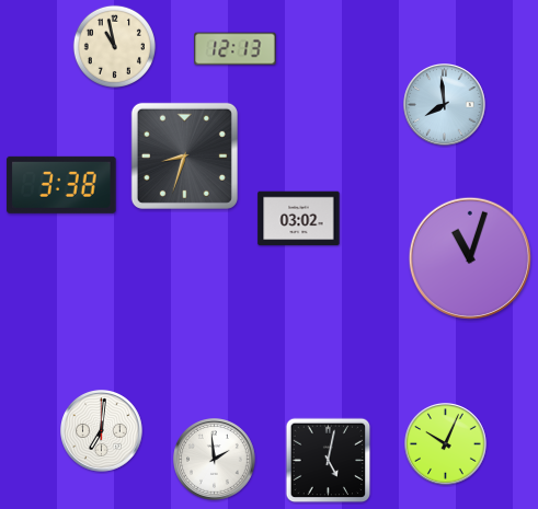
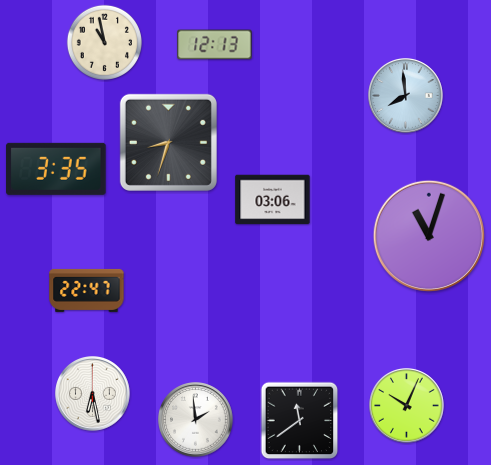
clock at (61, 185): 3:38 -> 3:35
clock at (299, 219): 03:02 -> 03:06
clock at (87, 290): none -> 22:47
clock at (102, 431): 7:01 -> 6:28
clock at (329, 461): 5:02 -> 11:39
